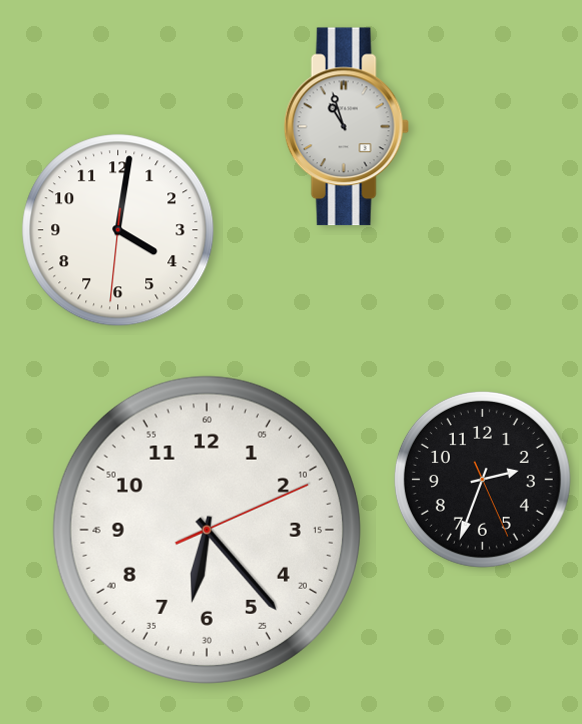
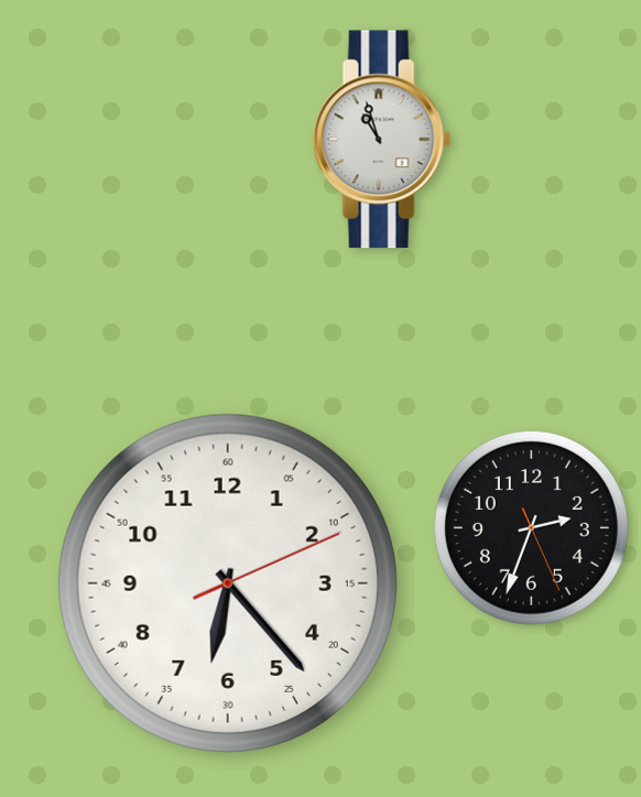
clock at (118, 230): 4:01 -> none
